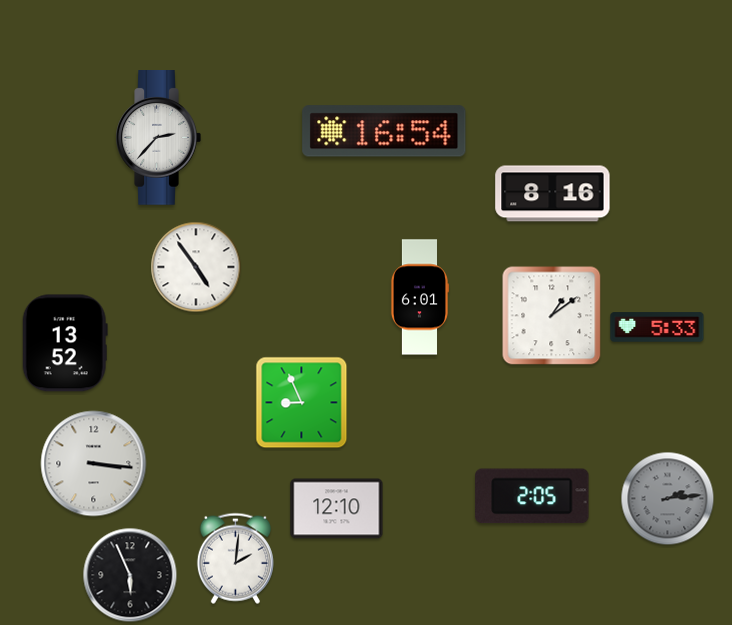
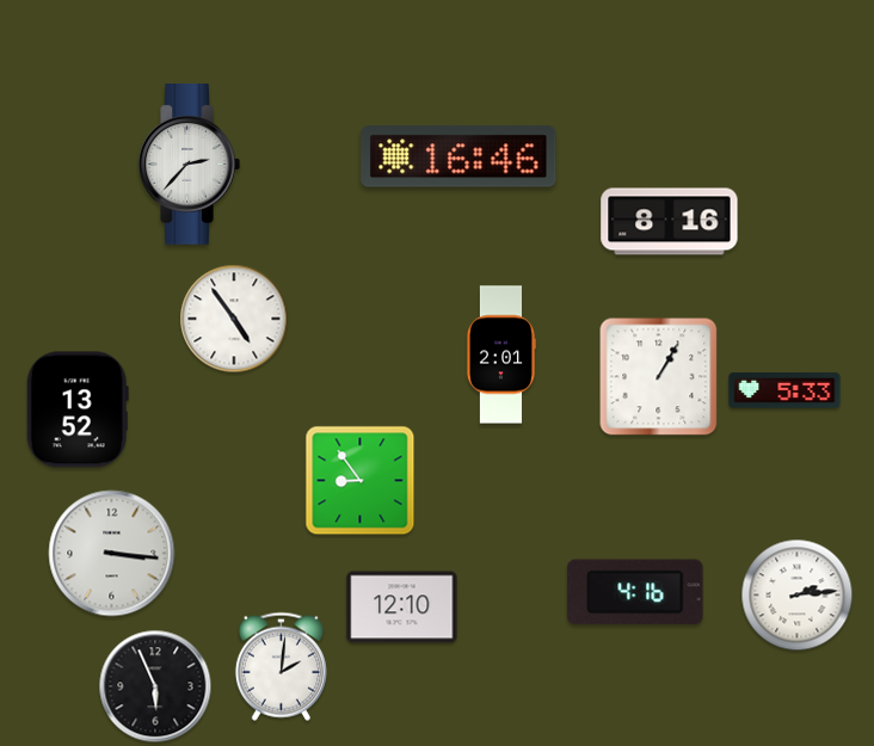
clock at (384, 131): 16:54 -> 16:46
clock at (553, 194) position: (553, 194) -> (670, 222)
clock at (420, 297): 6:01 -> 2:01
clock at (552, 316): 1:09 -> 1:05
clock at (302, 403): 8:56 -> 8:54
clock at (532, 496): 2:05 -> 4:16
clock at (668, 499) dial: grey -> white
